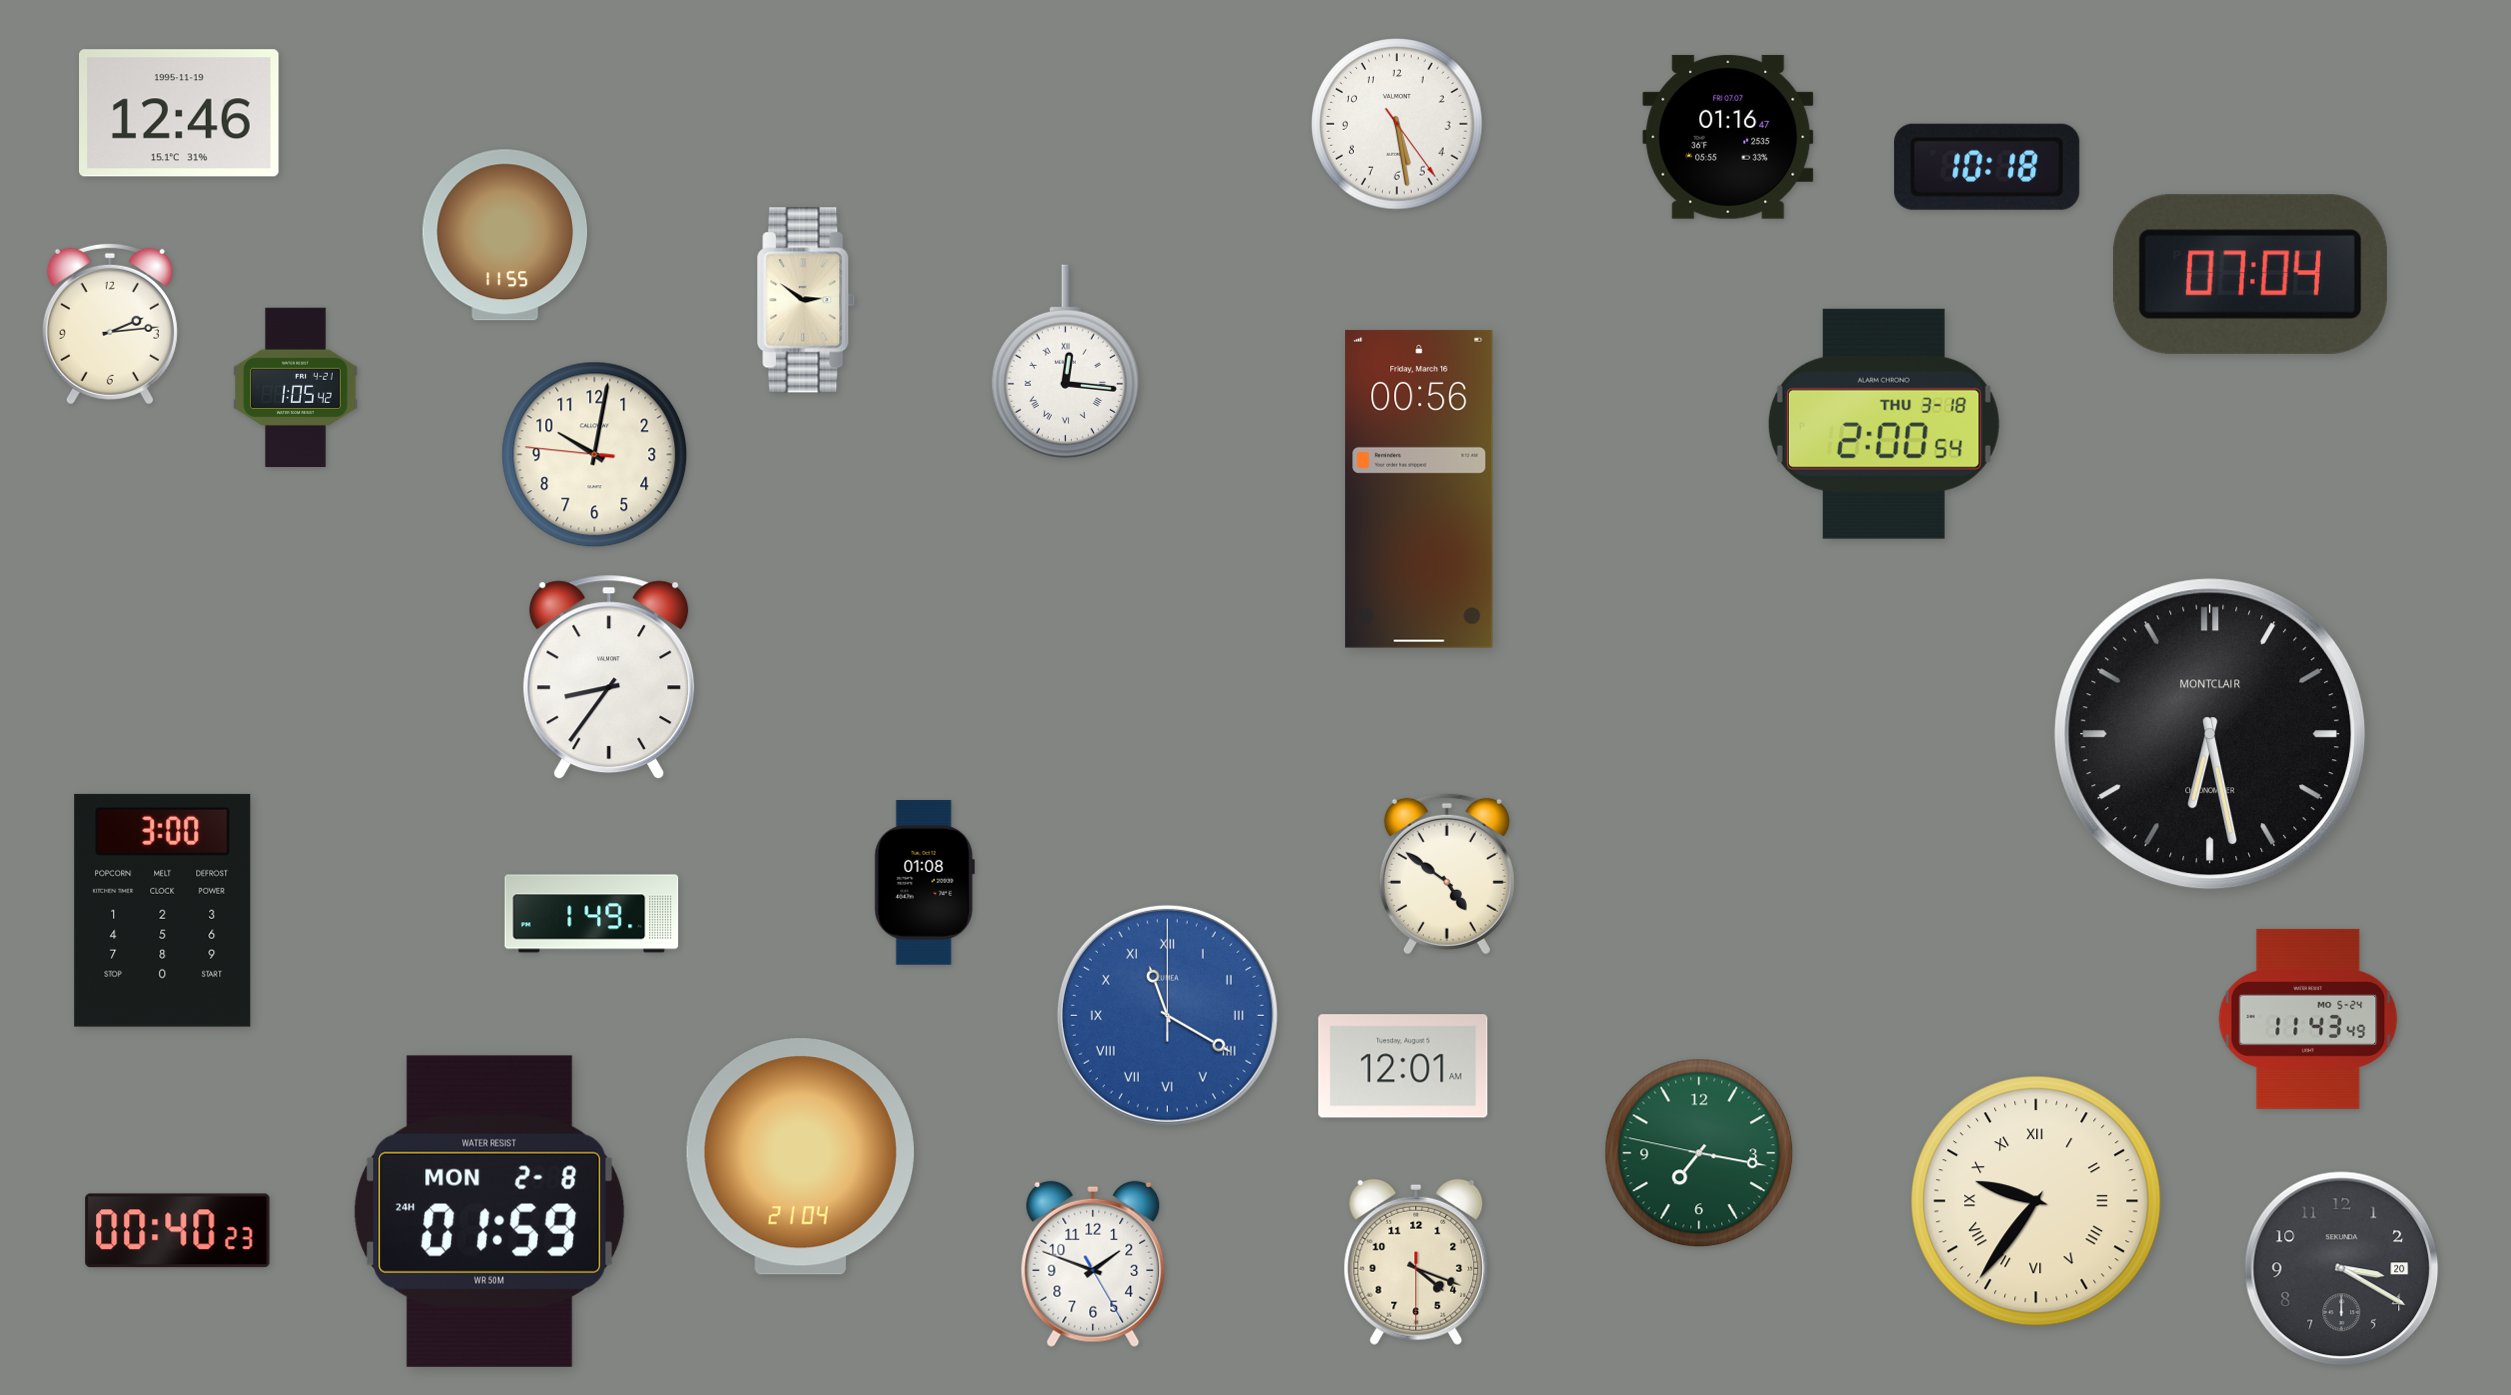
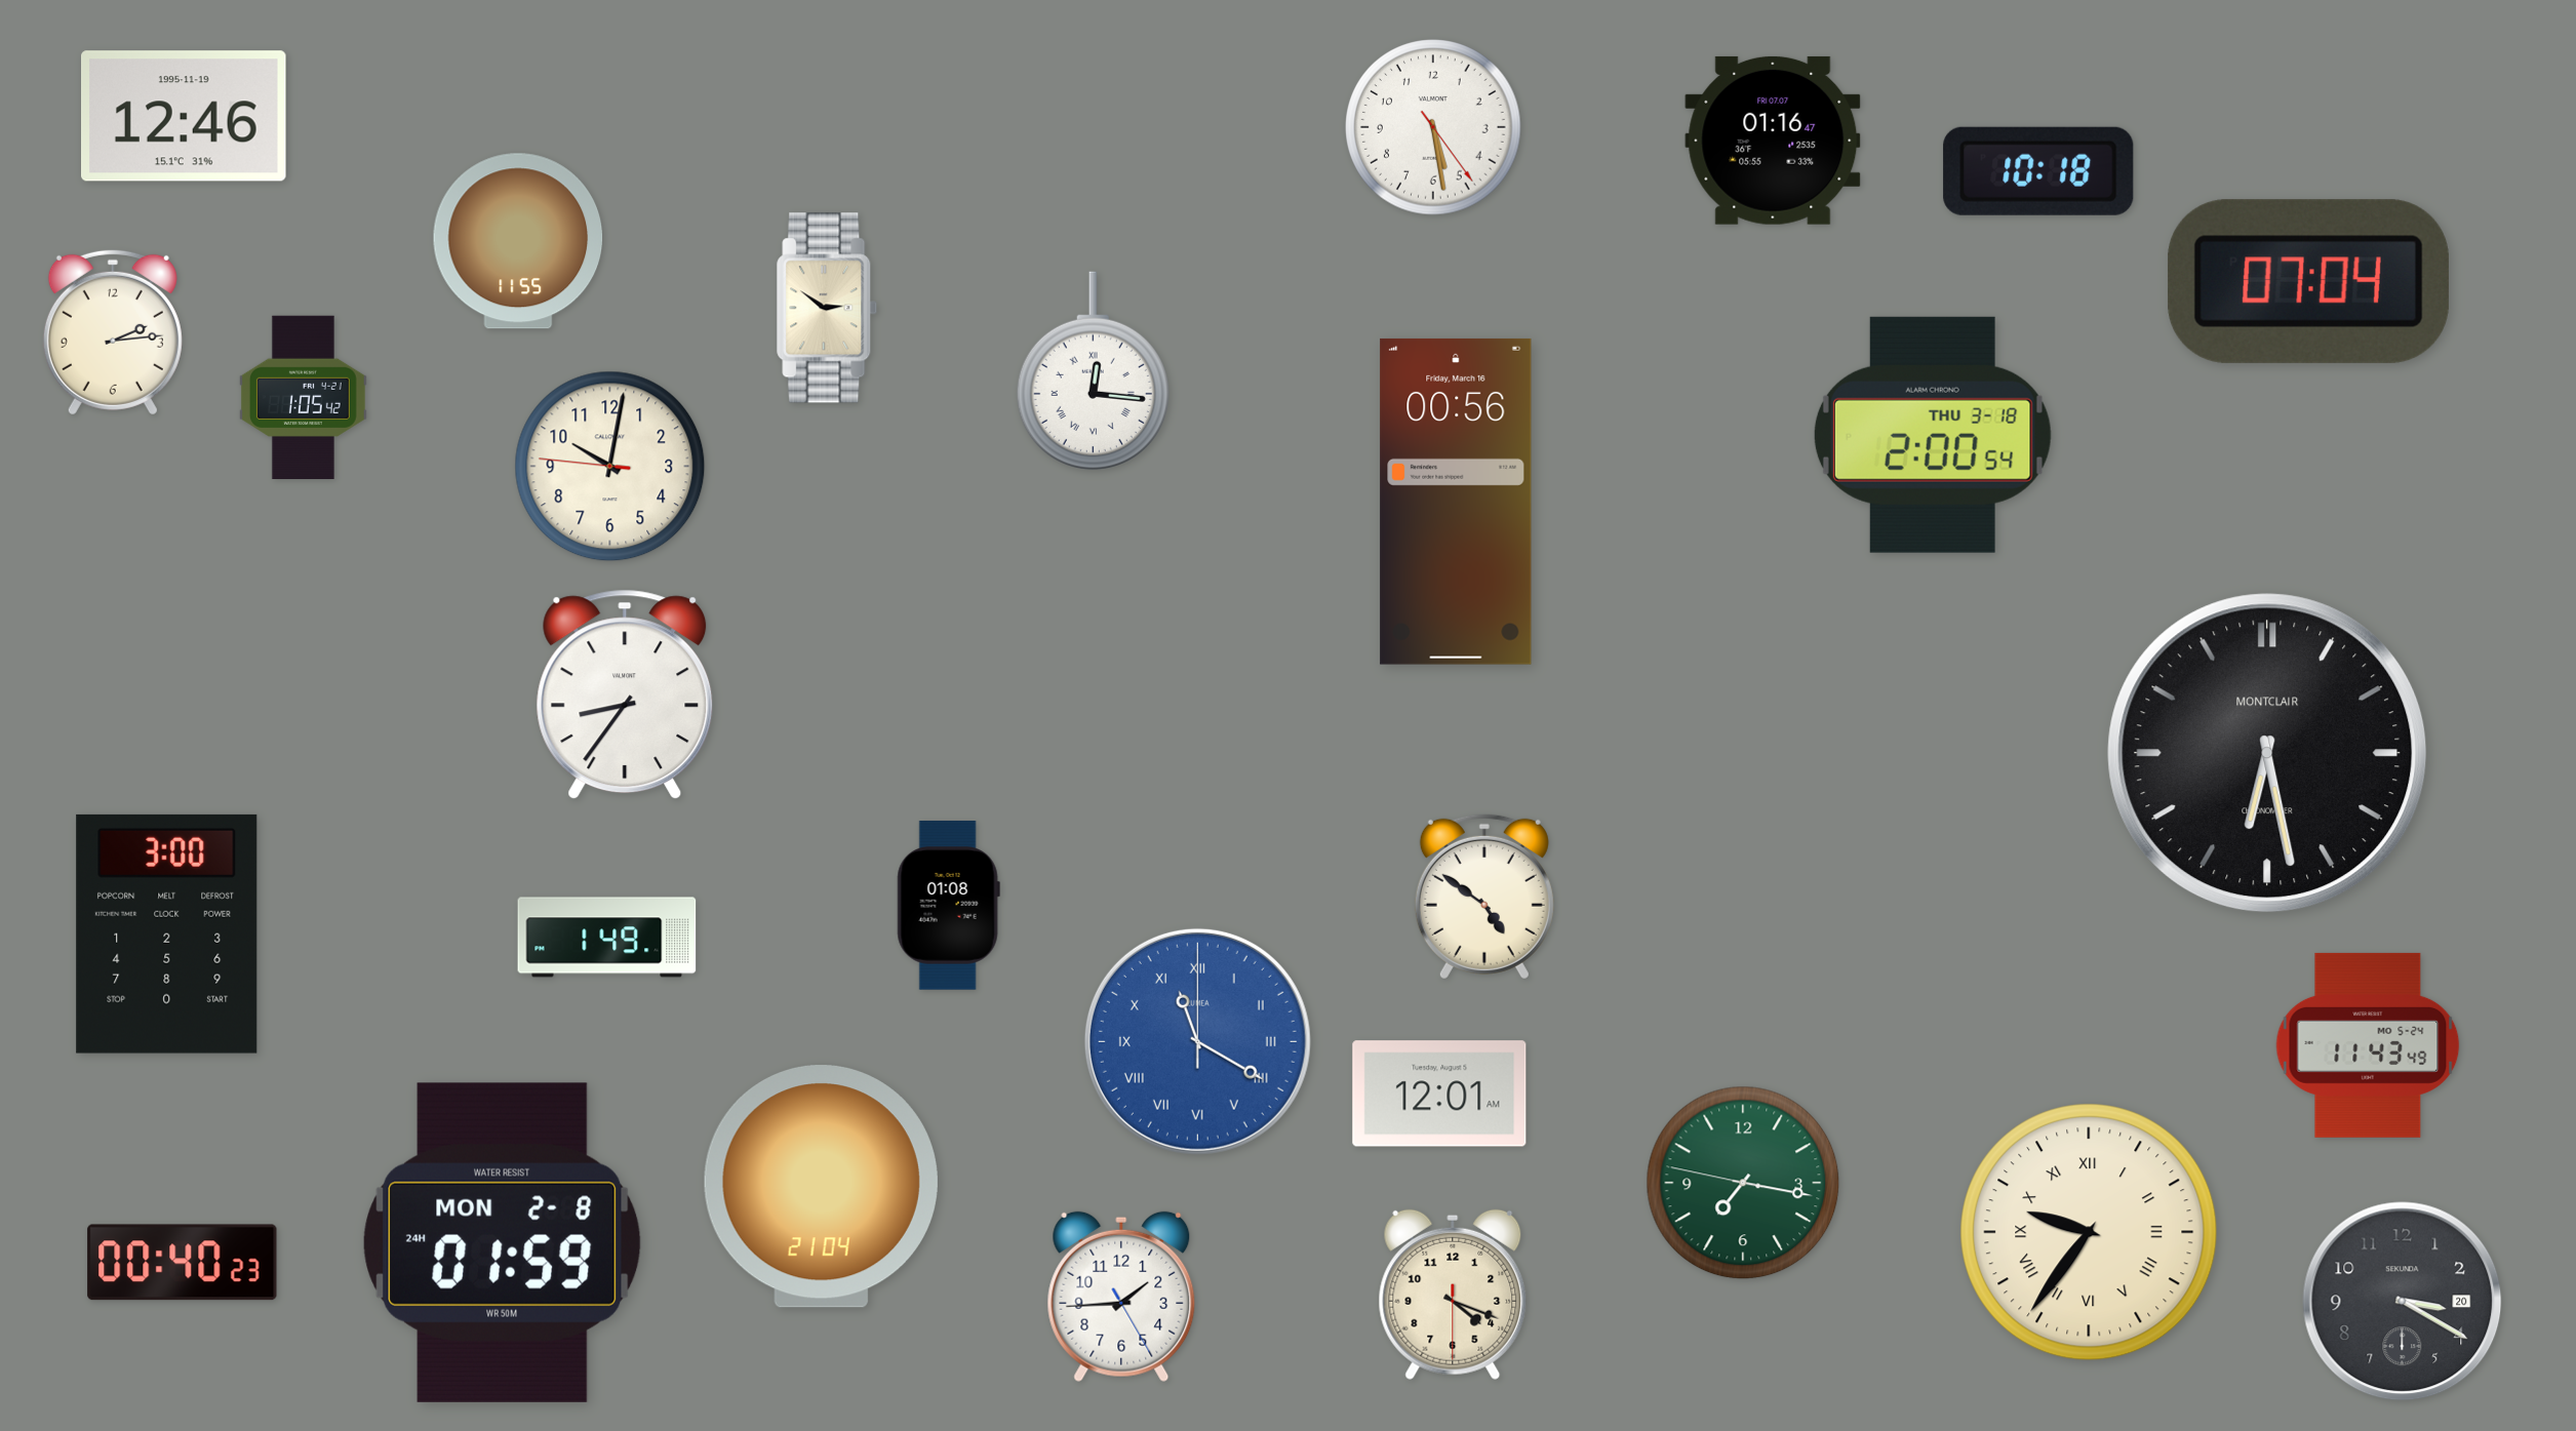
clock at (1093, 1264): 1:48 -> 1:44
